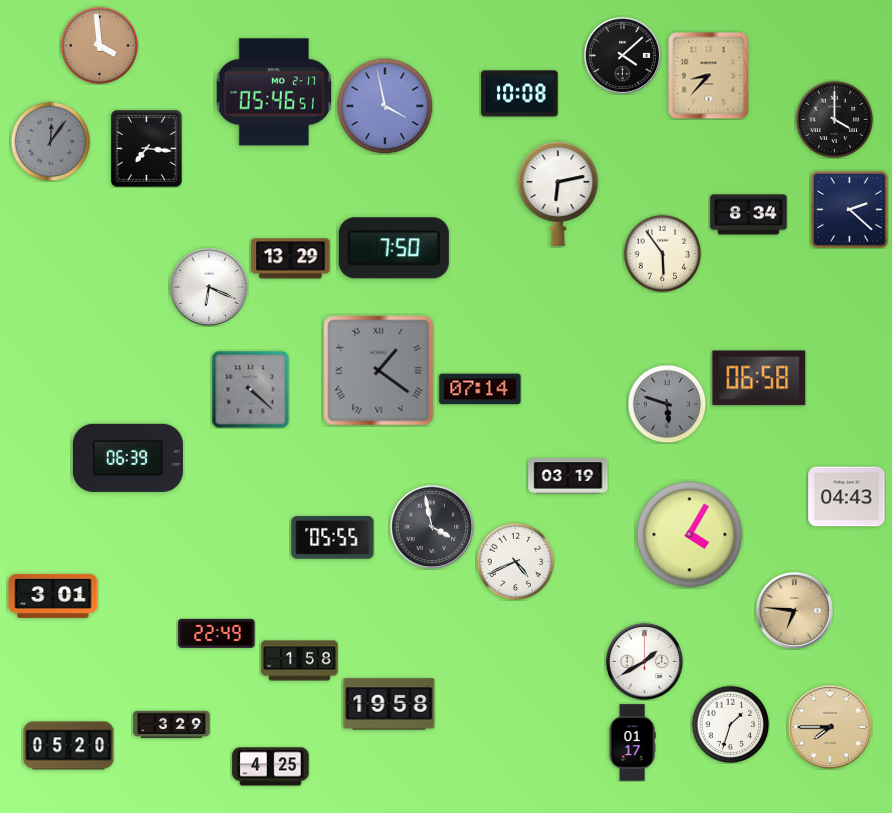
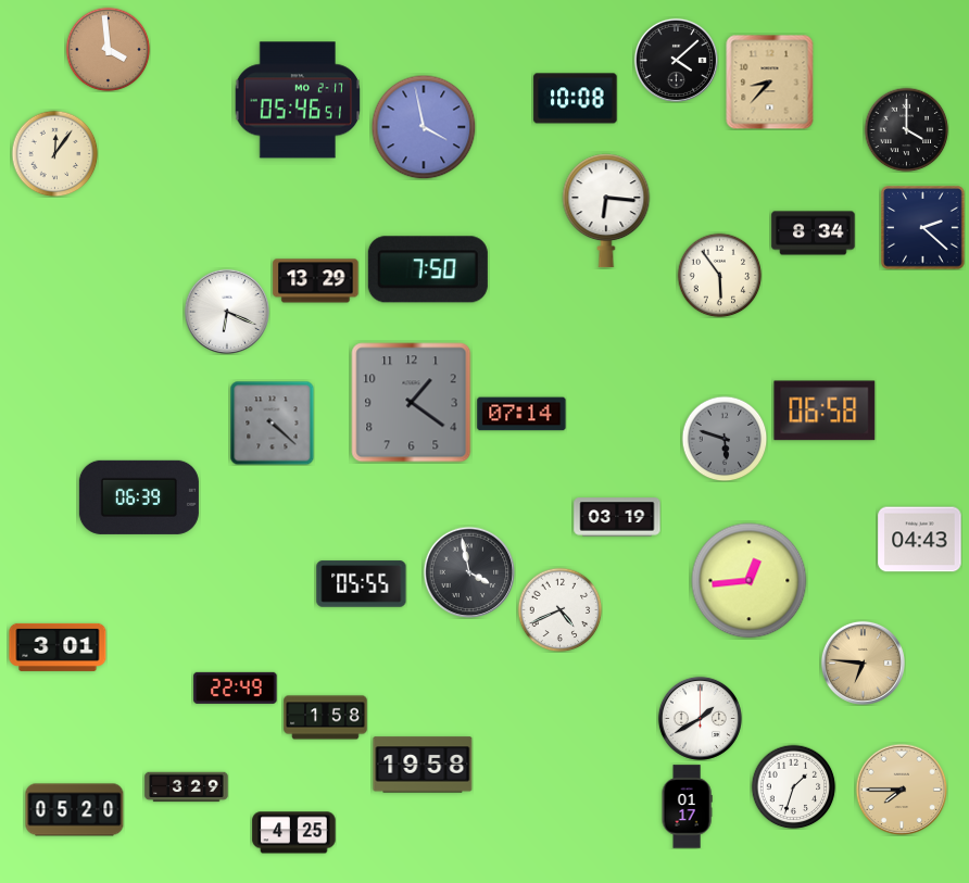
clock at (520, 94) position: (520, 94) -> (576, 99)
clock at (385, 106) position: (385, 106) -> (424, 127)
clock at (50, 141) dial: grey -> cream
clock at (147, 149): 7:16 -> none
clock at (558, 194): 6:13 -> 6:16
clock at (379, 371) numerals: Roman -> Arabic
clock at (480, 389) position: (480, 389) -> (521, 414)
clock at (690, 535): 4:05 -> 12:44
